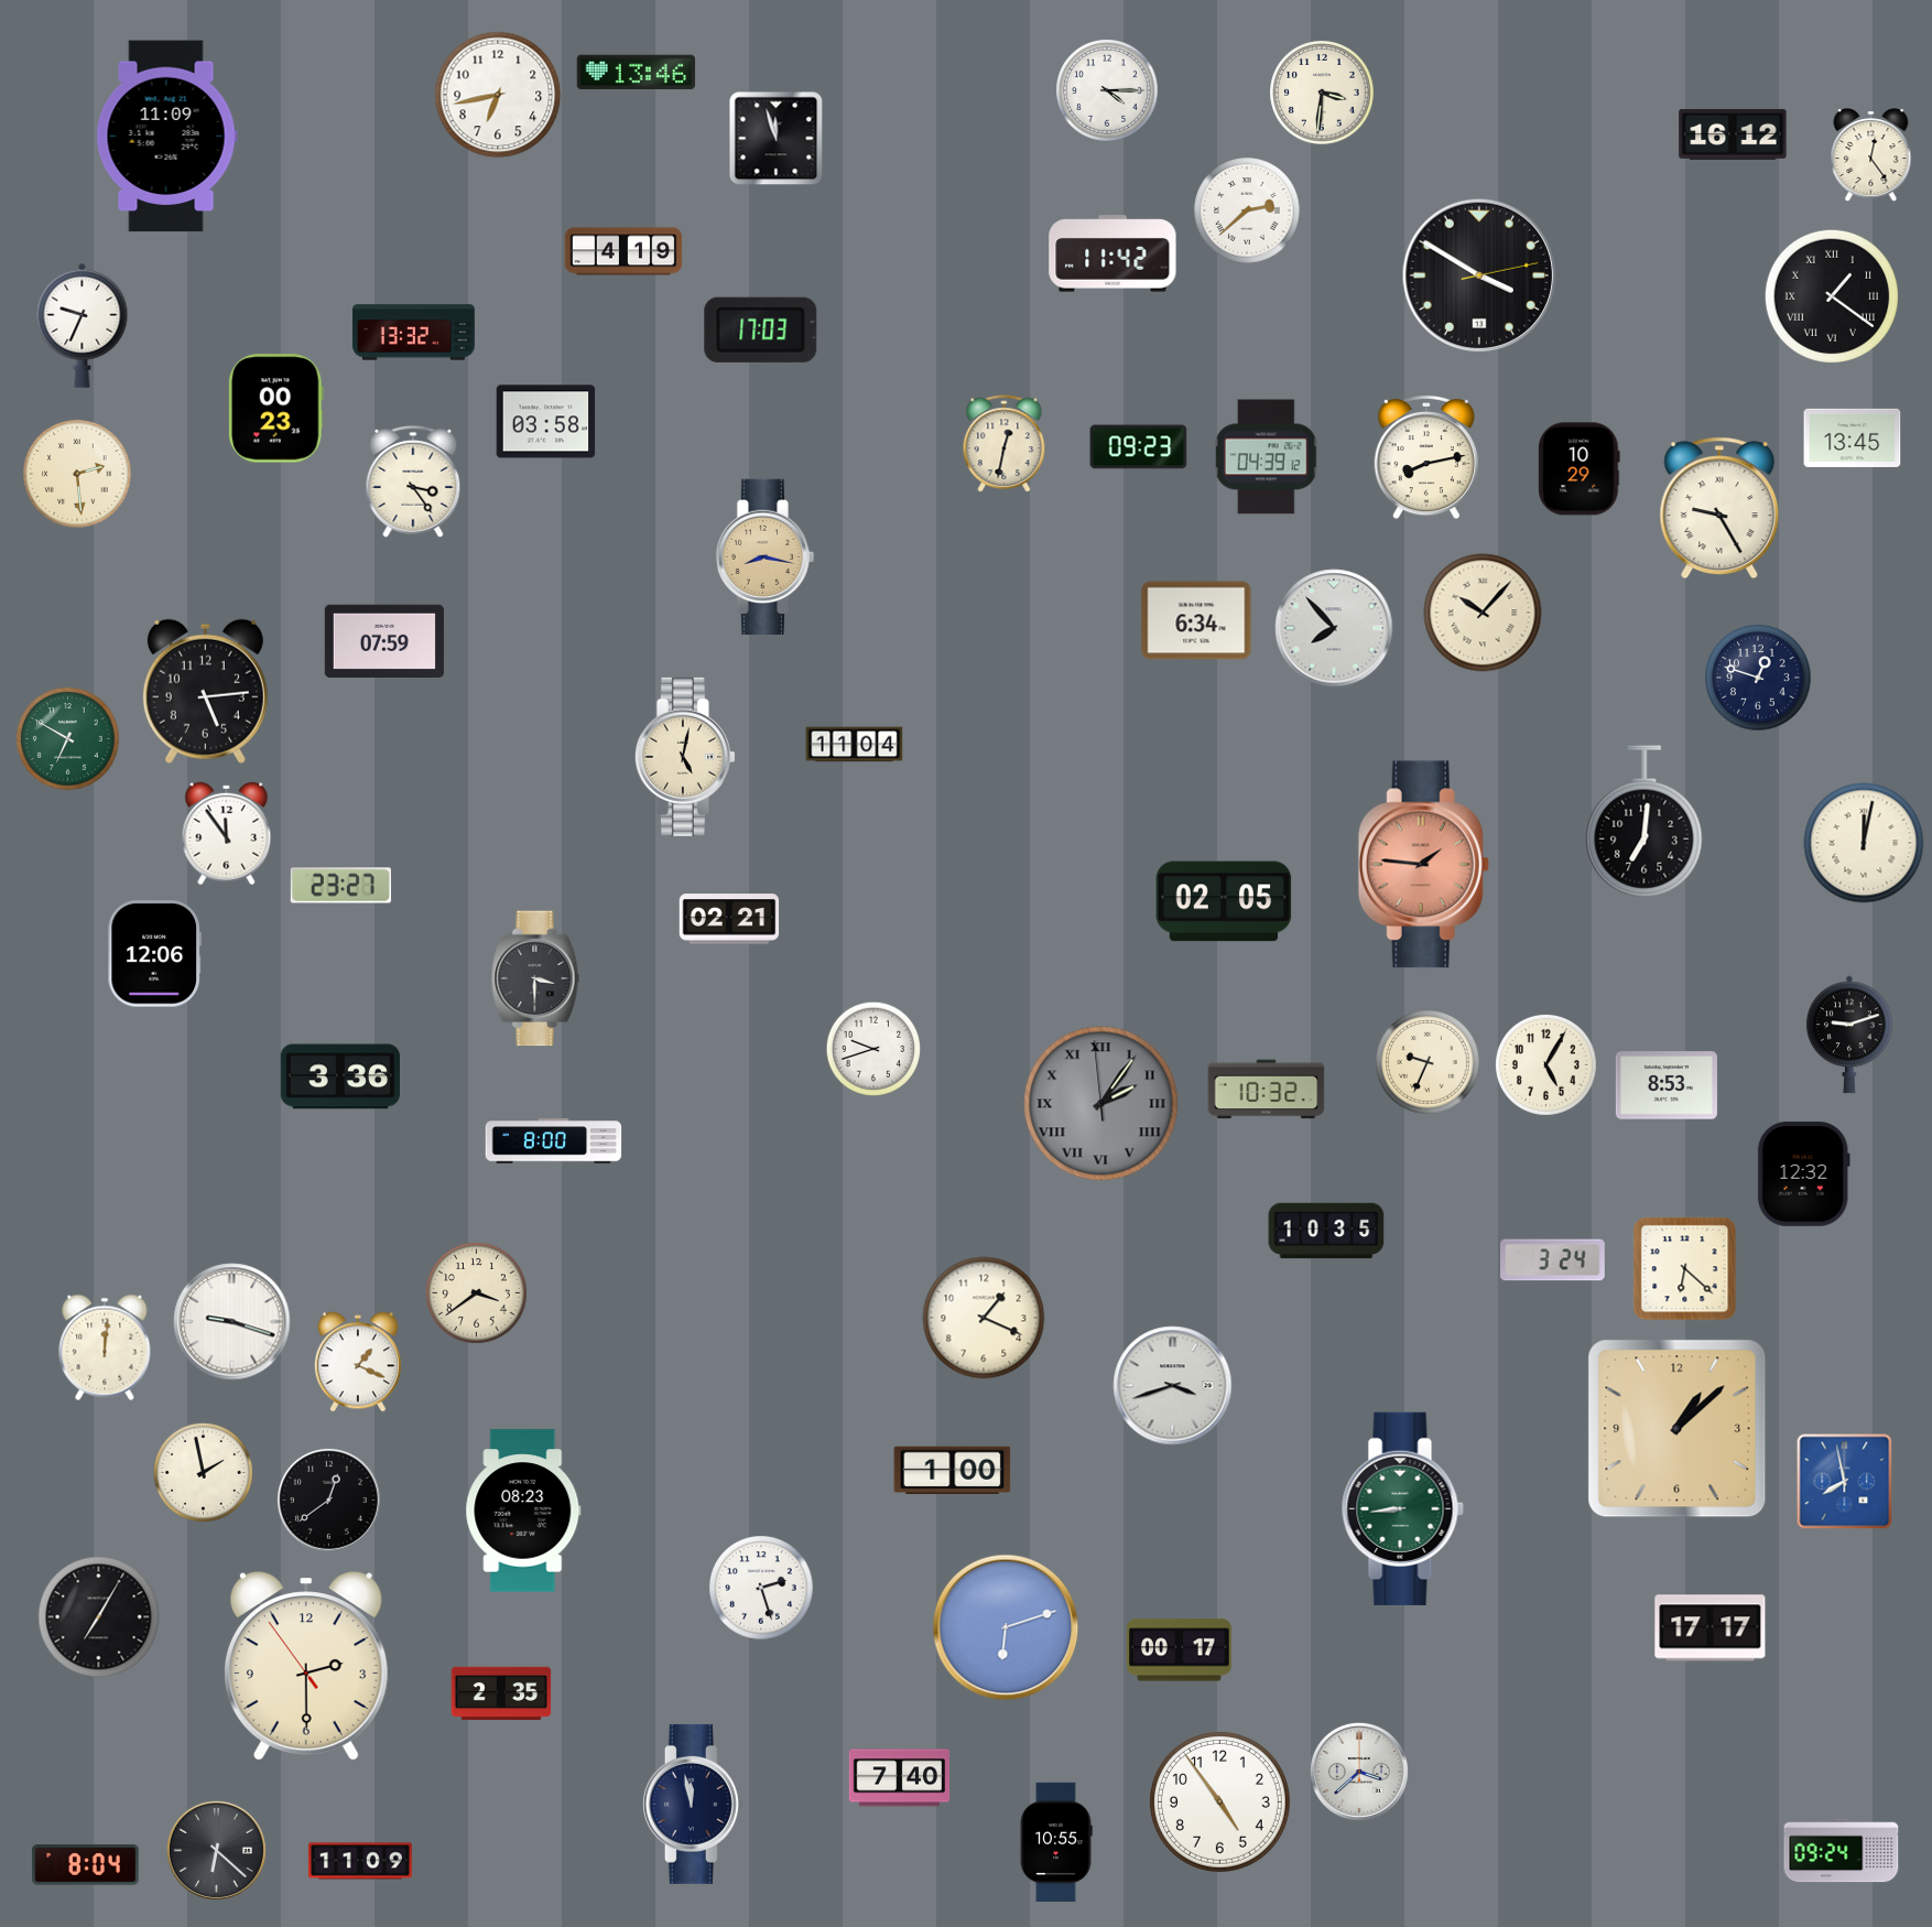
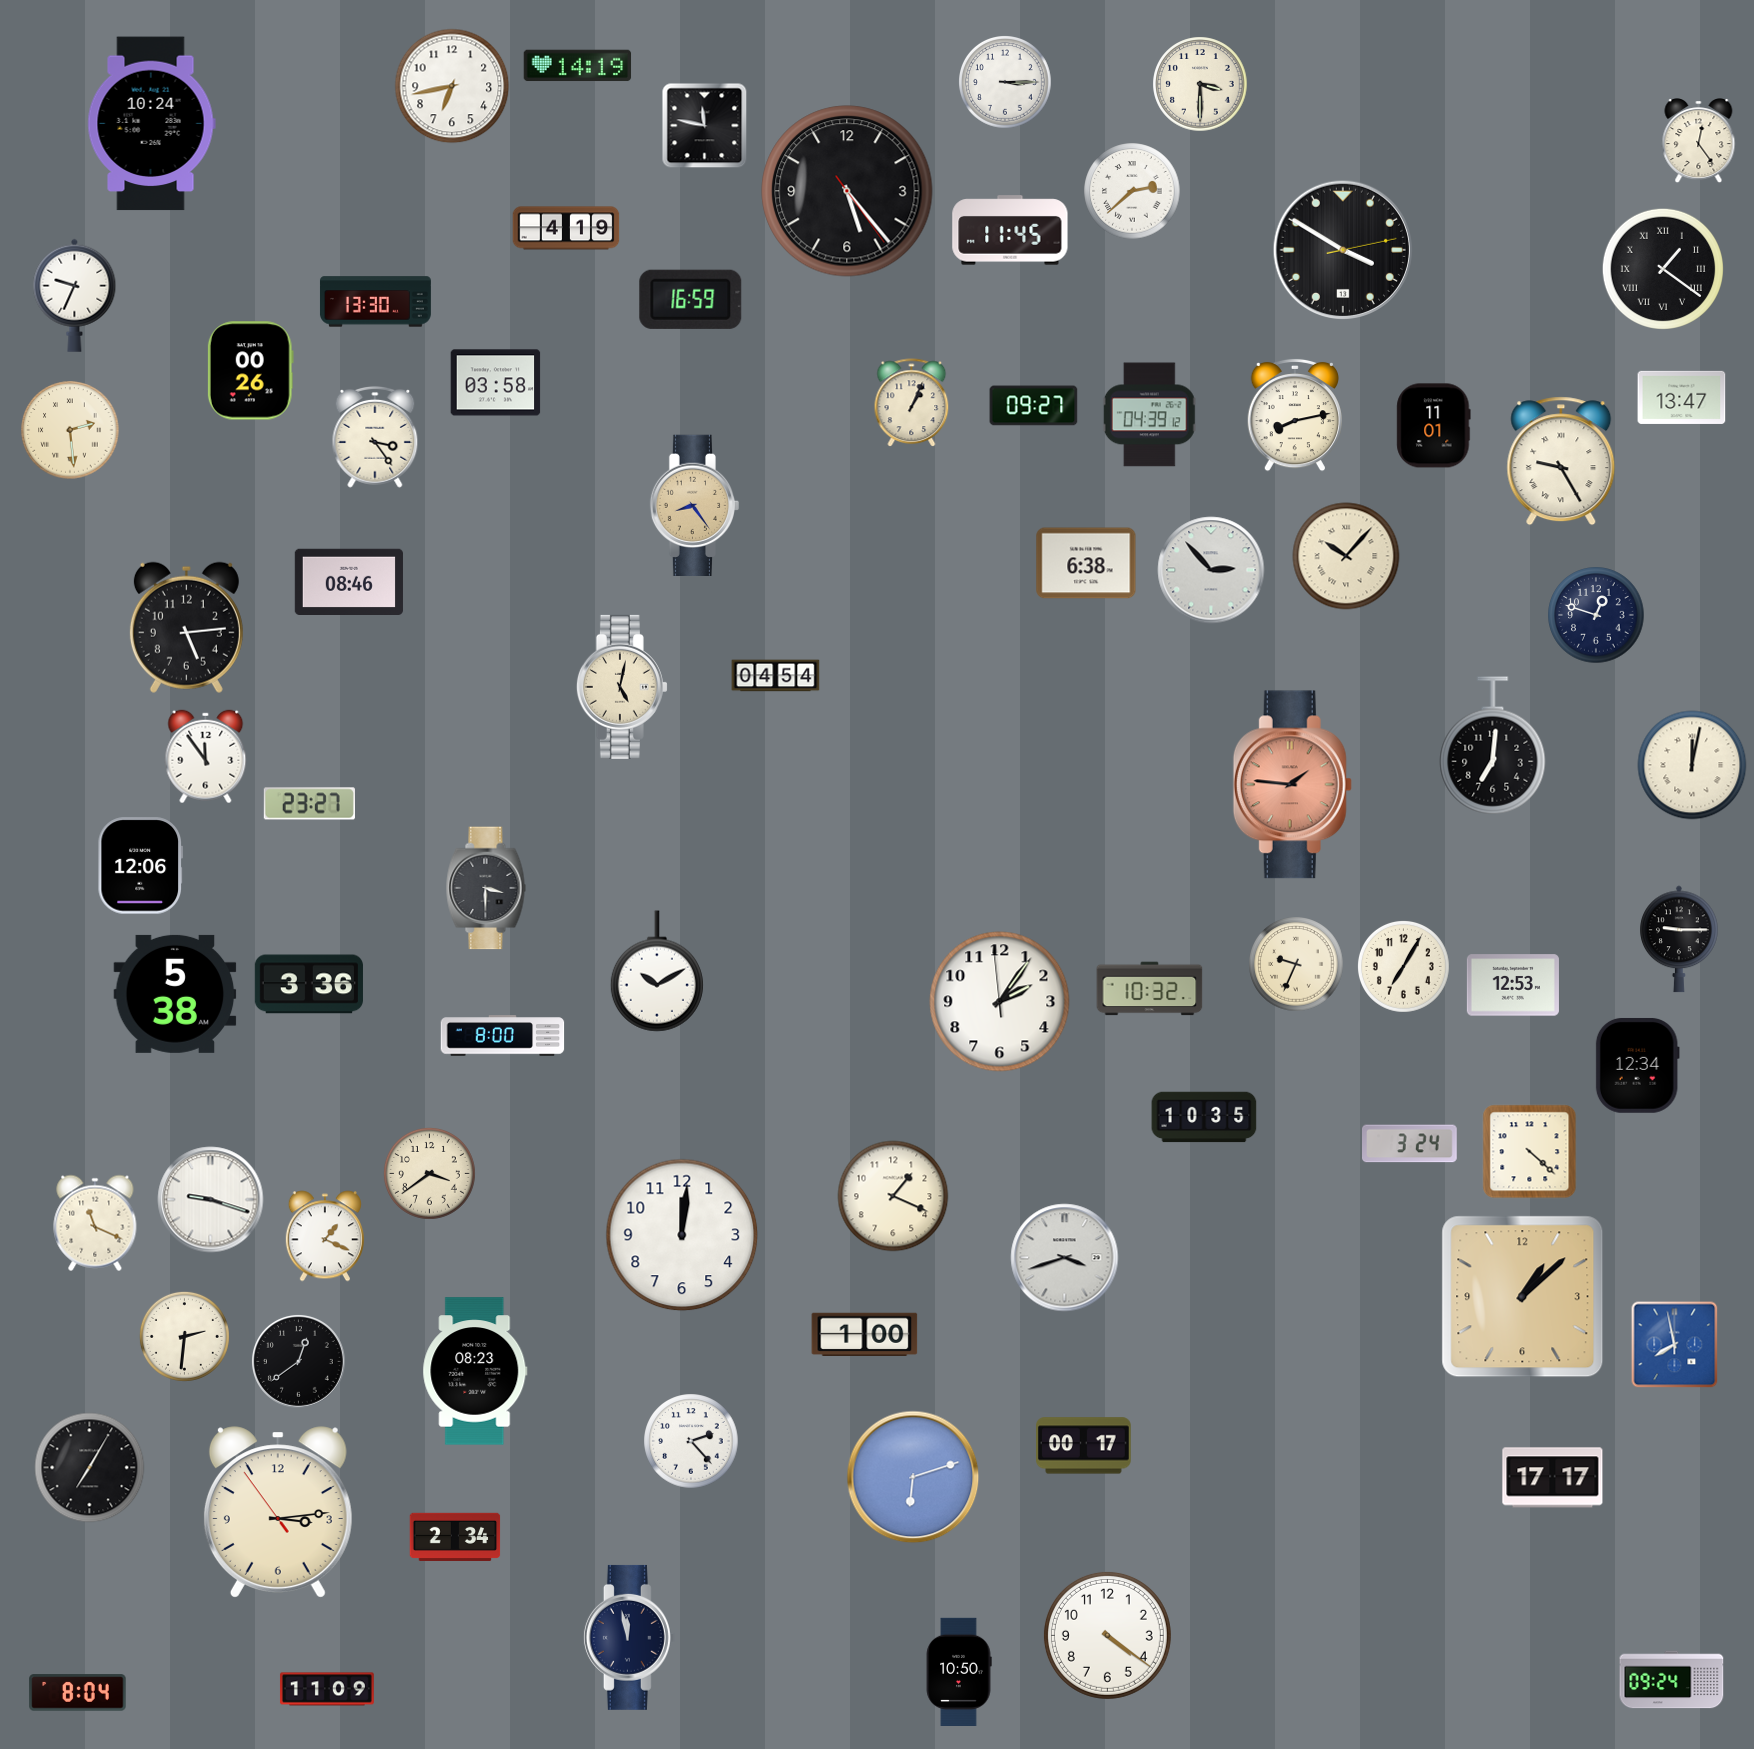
clock at (637, 73): 13:46 -> 14:19
clock at (1108, 91): 4:15 -> 3:15
clock at (1322, 93): 3:31 -> 3:30
clock at (1733, 134): 16:12 -> none
clock at (166, 137): 11:09 -> 10:24
clock at (777, 139): 11:57 -> 11:47
clock at (847, 191): none -> 5:23
clock at (1112, 253): 11:42 -> 11:45
clock at (761, 329): 17:03 -> 16:59
clock at (413, 333): 13:32 -> 13:30
clock at (275, 409): 00:23 -> 00:26
clock at (1853, 437): 13:45 -> 13:47
clock at (1005, 444): 12:32 -> 1:04
clock at (1139, 447): 09:23 -> 09:27
clock at (1580, 469): 10:29 -> 11:01
clock at (766, 556): 8:17 -> 8:24
clock at (1196, 620): 6:34 -> 6:38
clock at (1334, 628): 7:53 -> 2:53
clock at (384, 640): 07:59 -> 08:46
clock at (68, 739): 6:50 -> none
clock at (855, 745): 11:04 -> 04:54
clock at (1224, 901): 02:05 -> none
clock at (729, 919): 02:21 -> none
clock at (1849, 1035): 9:12 -> 9:15
clock at (873, 1049): 9:42 -> none
clock at (1545, 1064): 5:05 -> 7:05
clock at (657, 971): none -> 10:10
clock at (340, 1076) position: (340, 1076) -> (309, 984)
clock at (1667, 1085): 8:53 -> 12:53
clock at (175, 994): none -> 5:38
clock at (1101, 1104) dial: grey -> white
clock at (1101, 1104) numerals: Roman -> Arabic
clock at (1803, 1173): 12:32 -> 12:34
clock at (1685, 1269): 6:22 -> 4:22
clock at (476, 1292) position: (476, 1292) -> (429, 1173)
clock at (105, 1347): 12:01 -> 11:19
clock at (682, 1235): none -> 12:01
clock at (203, 1472): 1:58 -> 2:31
clock at (1402, 1508): 8:44 -> none
clock at (761, 1588): 2:27 -> 2:23
clock at (1180, 1650) position: (1180, 1650) -> (1084, 1446)
clock at (306, 1666): 2:29 -> 3:13
clock at (501, 1693): 2:35 -> 2:34
clock at (1359, 1772): 3:38 -> none
clock at (899, 1778): 7:40 -> none
clock at (1219, 1801): 4:54 -> 4:21
clock at (1056, 1841): 10:55 -> 10:50
clock at (216, 1850): 6:22 -> none
